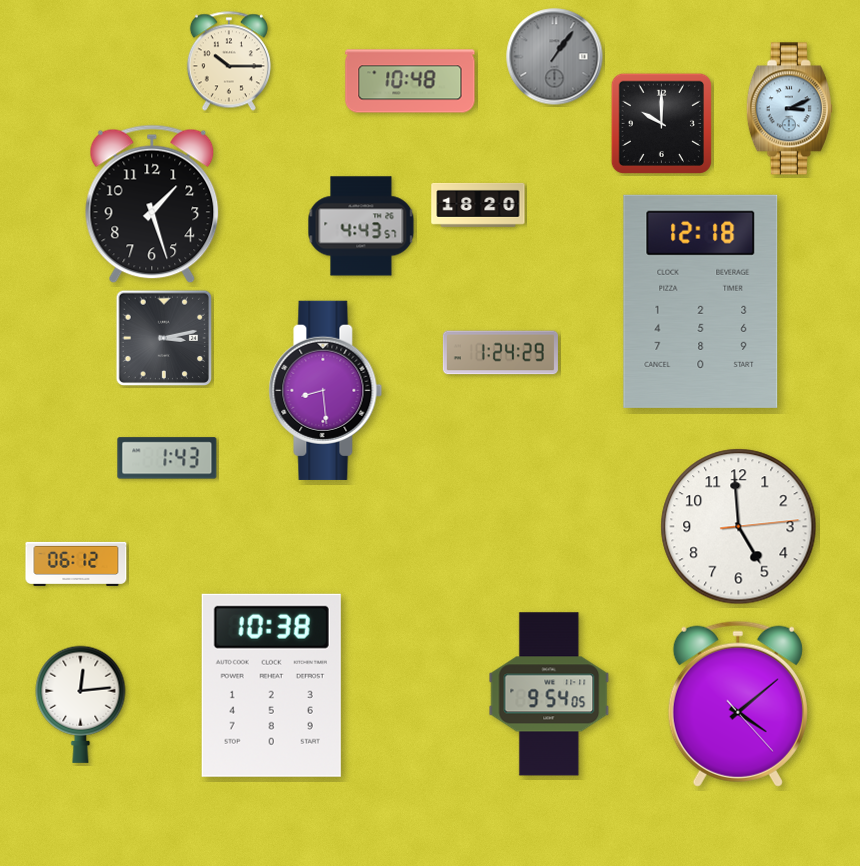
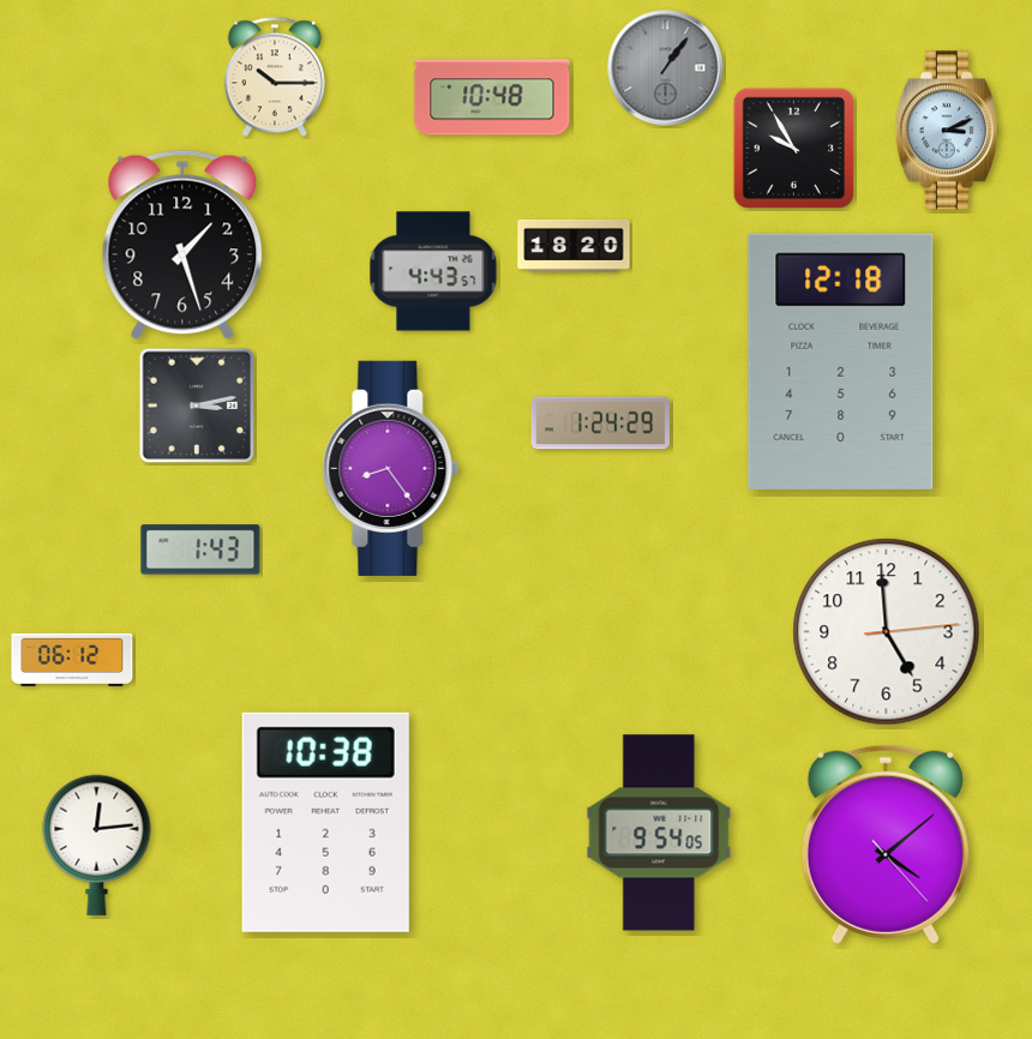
clock at (229, 61) position: (229, 61) -> (275, 77)
clock at (661, 123): 10:00 -> 9:55
clock at (326, 390): 8:29 -> 8:24
clock at (76, 564) position: (76, 564) -> (72, 660)
